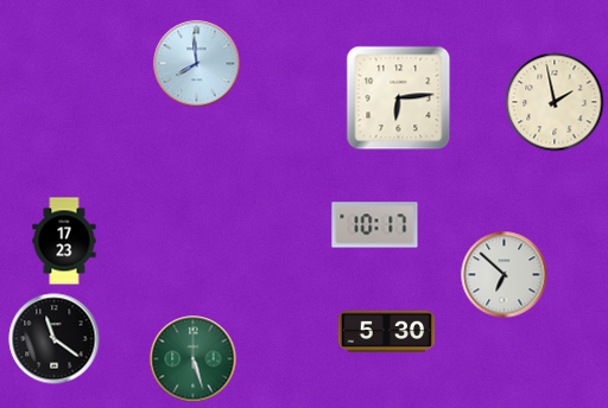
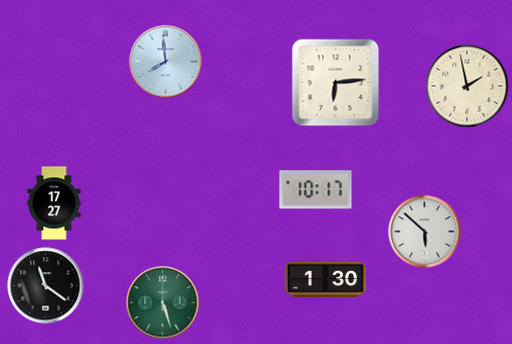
clock at (197, 64) position: (197, 64) -> (166, 62)
clock at (64, 241): 17:23 -> 17:27
clock at (505, 275): 6:52 -> 5:52
clock at (387, 332): 5:30 -> 1:30
